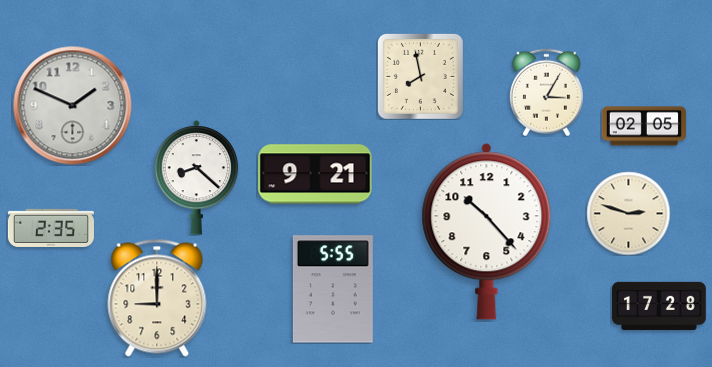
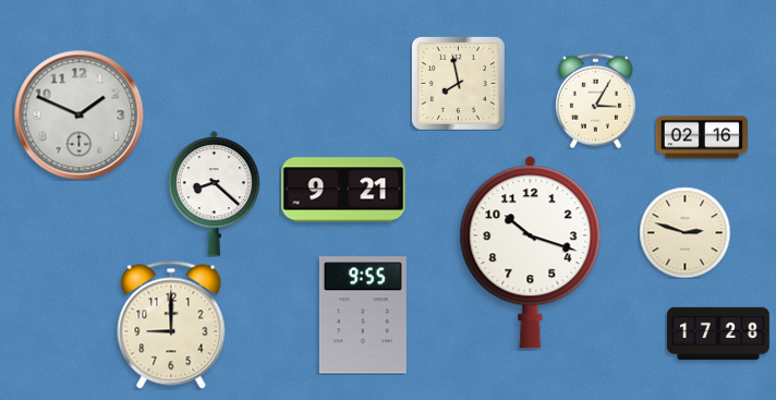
clock at (644, 126): 02:05 -> 02:16
clock at (51, 227): 2:35 -> none
clock at (487, 232): 10:23 -> 10:18
clock at (333, 289): 5:55 -> 9:55
